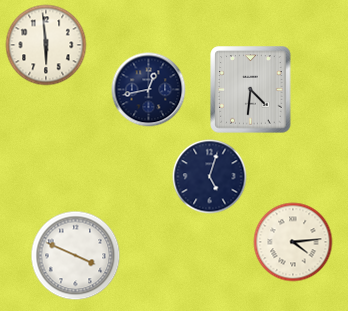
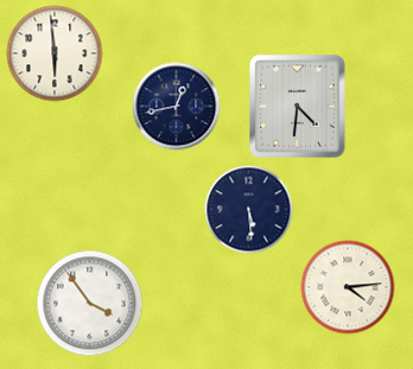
clock at (210, 177): 5:03 -> 5:29
clock at (76, 256): 3:49 -> 3:54
